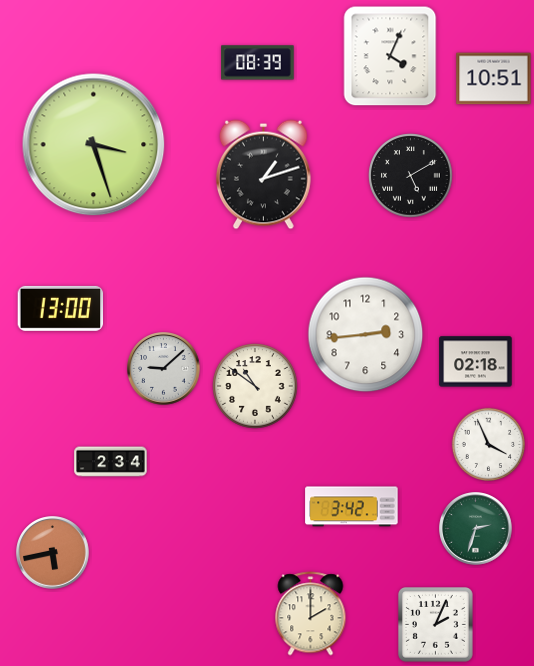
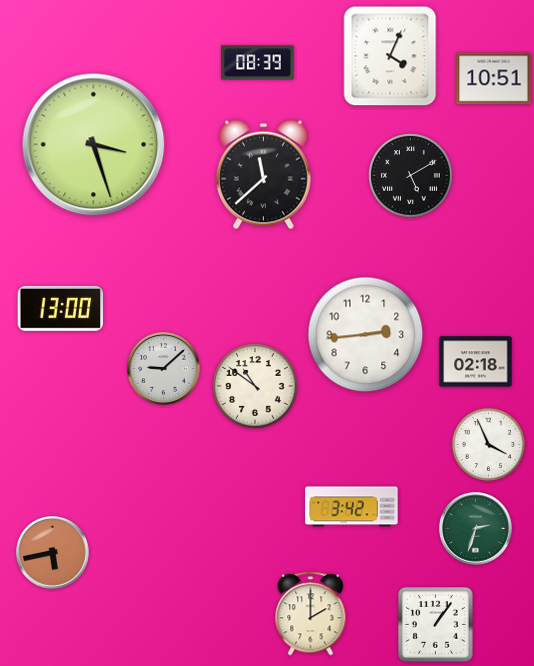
clock at (263, 175): 1:12 -> 11:38
clock at (111, 462): 2:34 -> none
clock at (436, 625): 2:04 -> 1:06
